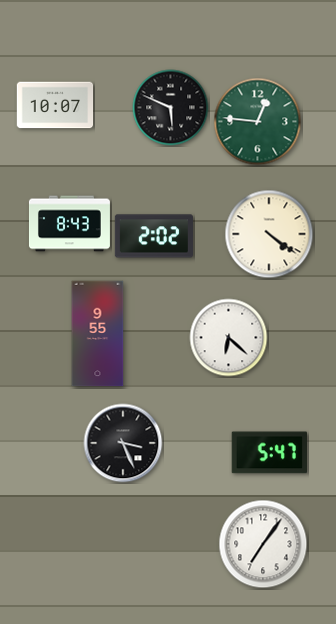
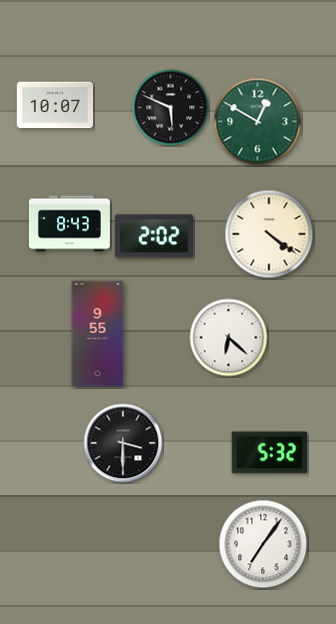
clock at (258, 122): 12:46 -> 12:50
clock at (123, 443): 3:26 -> 3:30
clock at (269, 453): 5:47 -> 5:32
